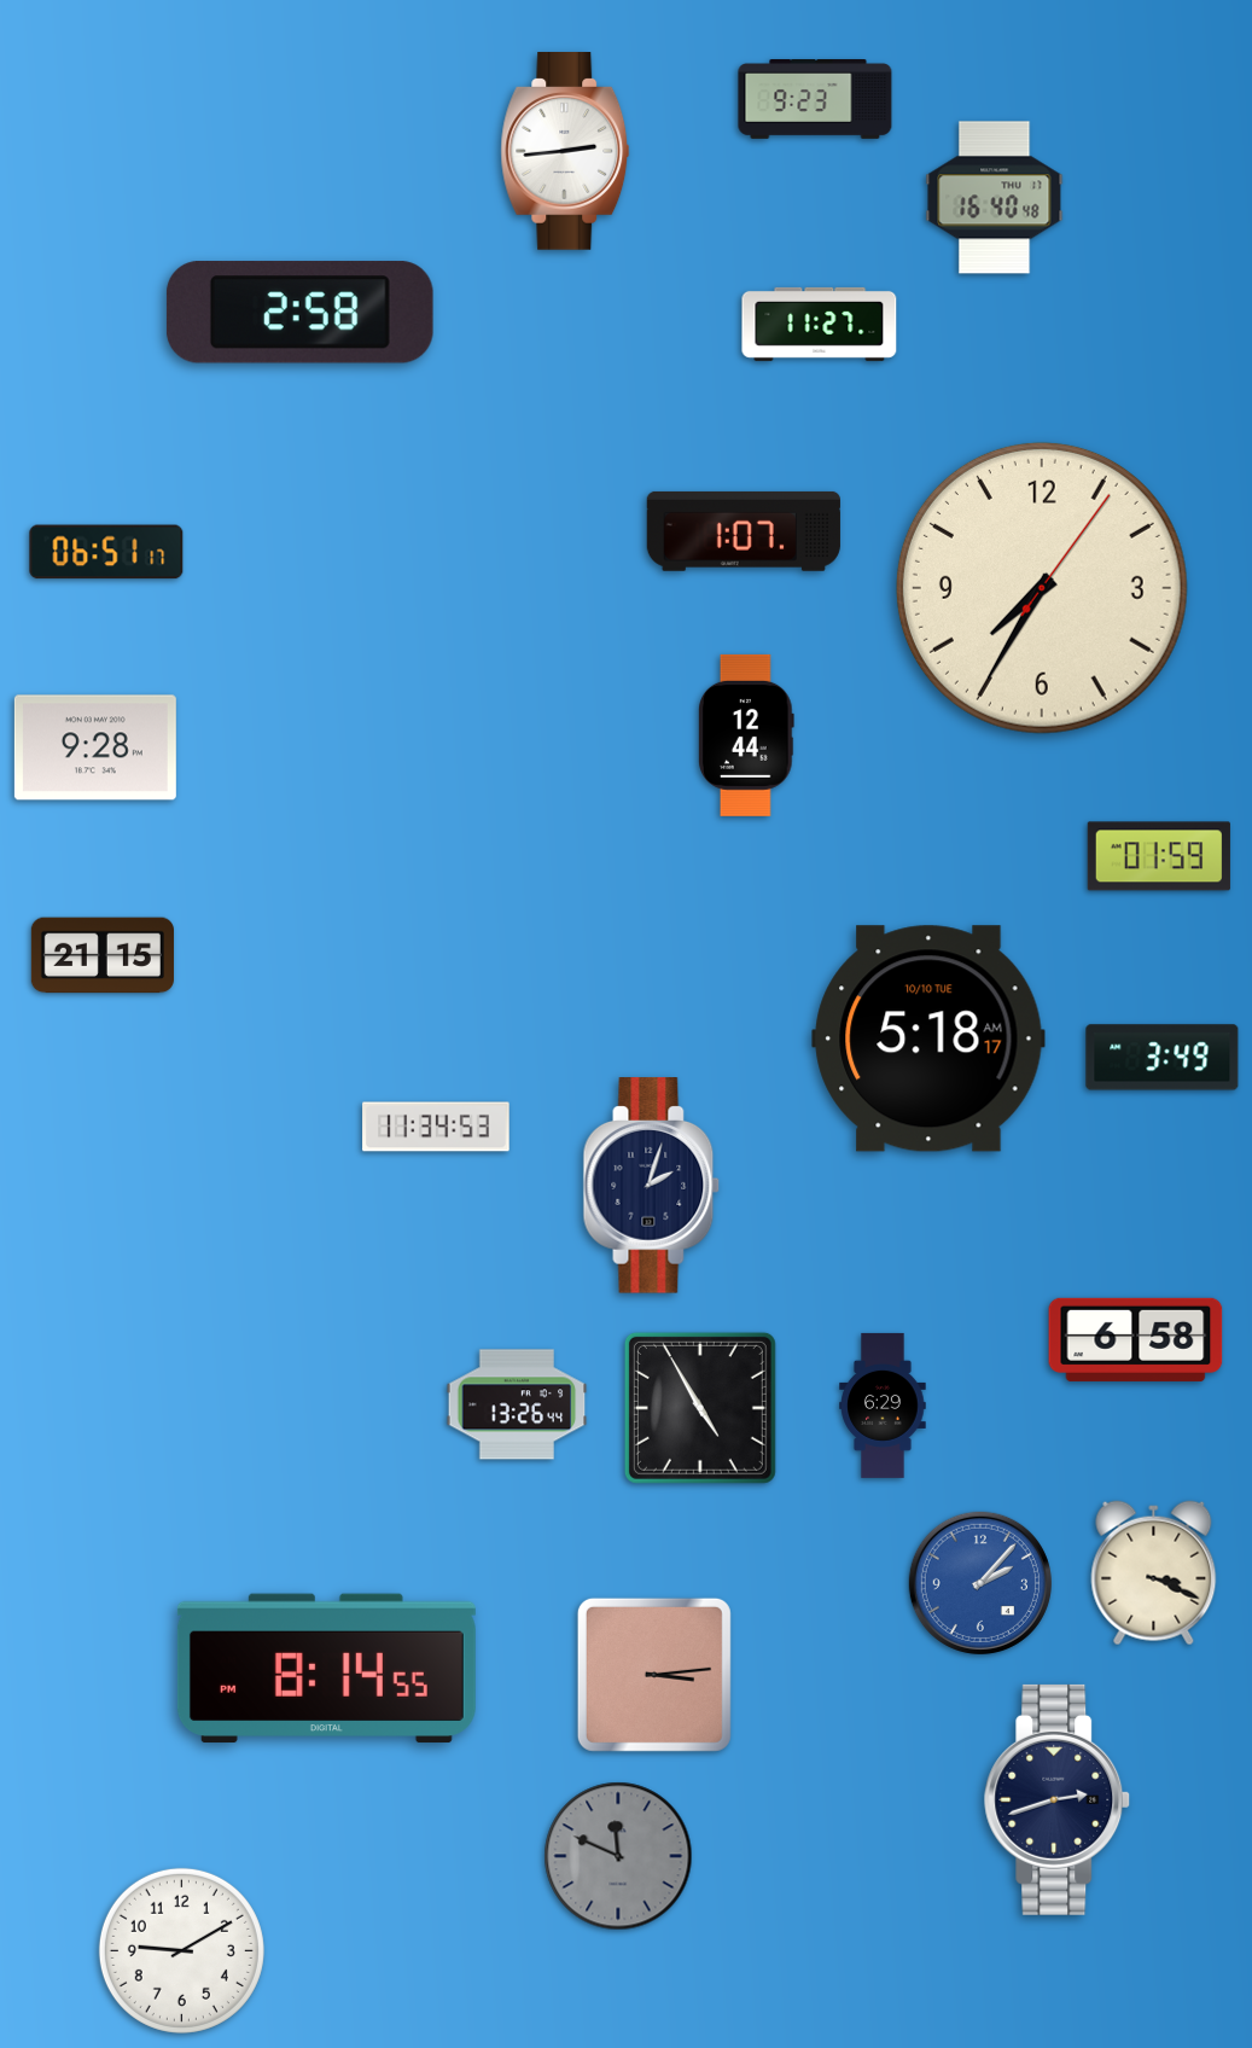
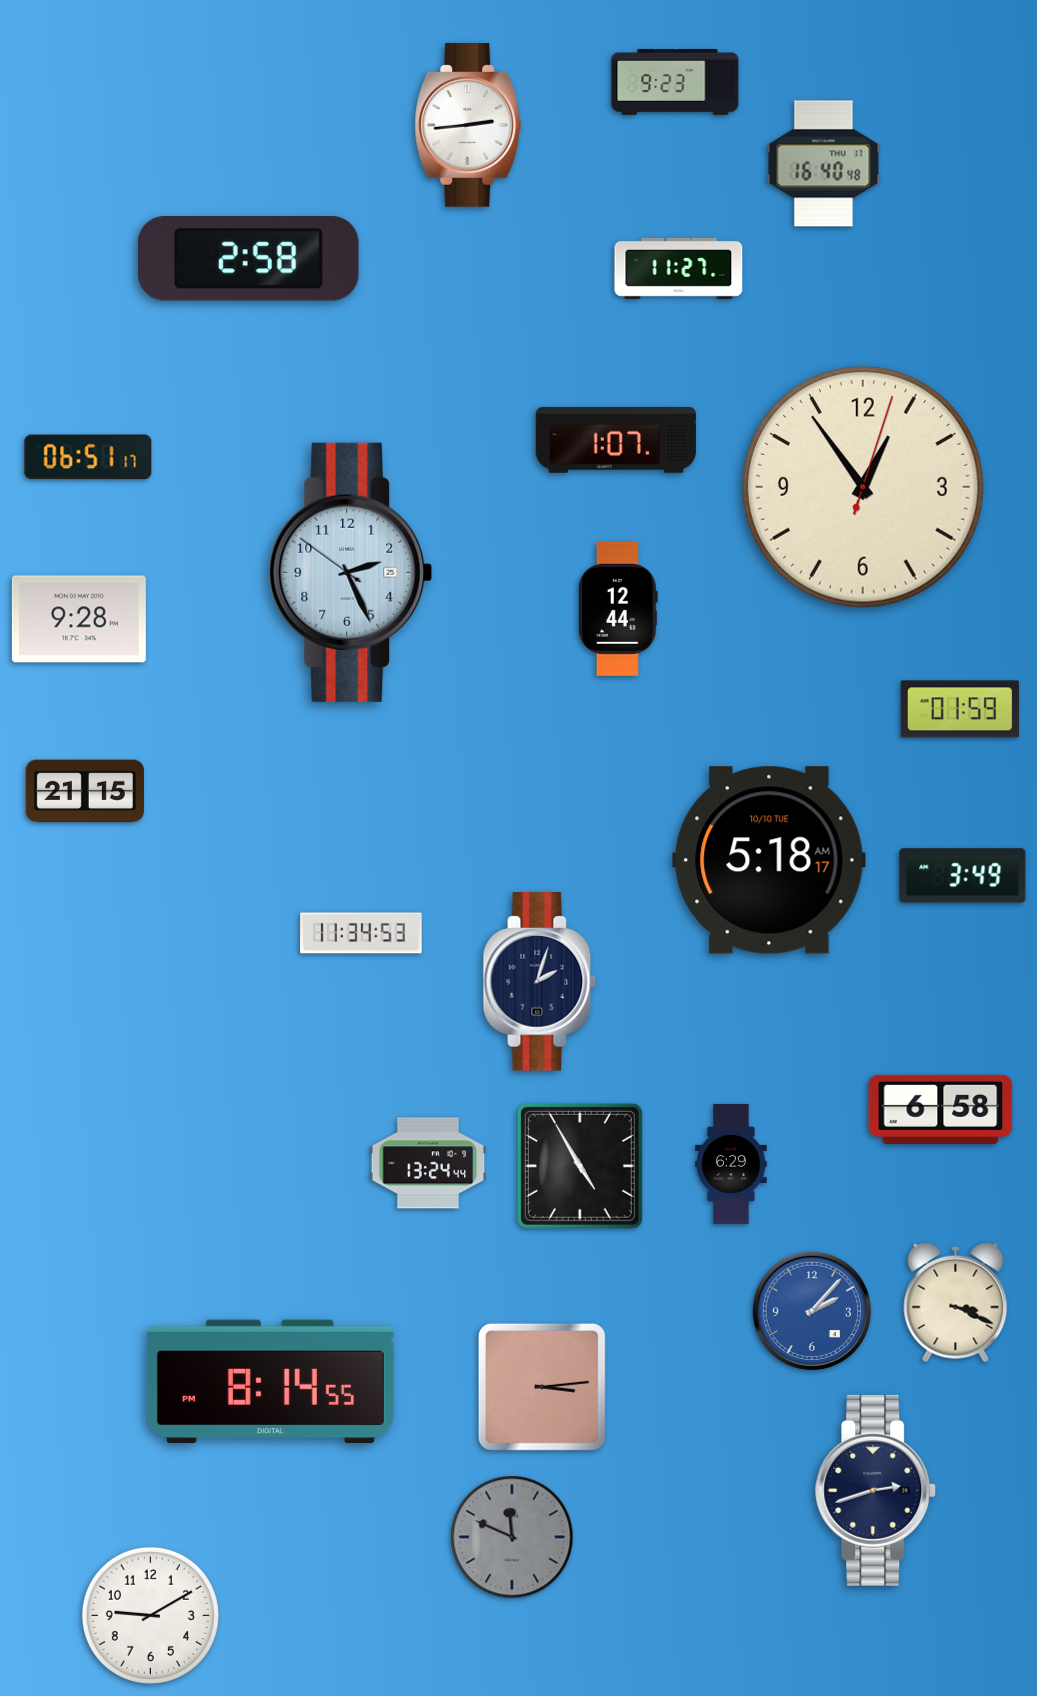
clock at (1042, 588): 7:35 -> 12:54
clock at (351, 572): none -> 2:25
clock at (517, 1404): 13:26 -> 13:24
